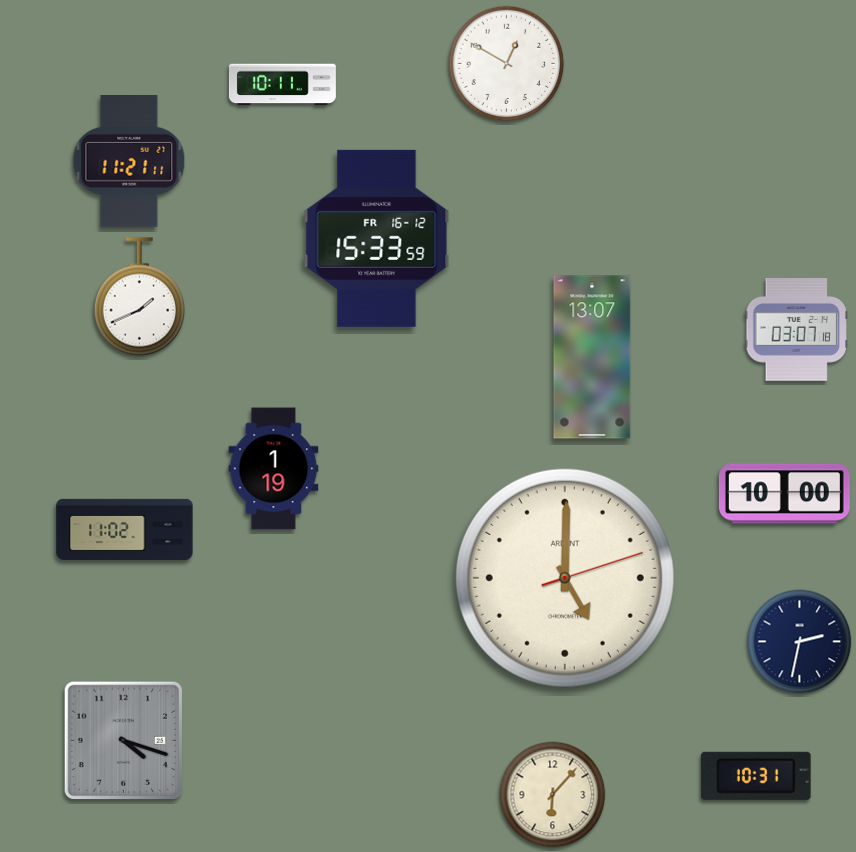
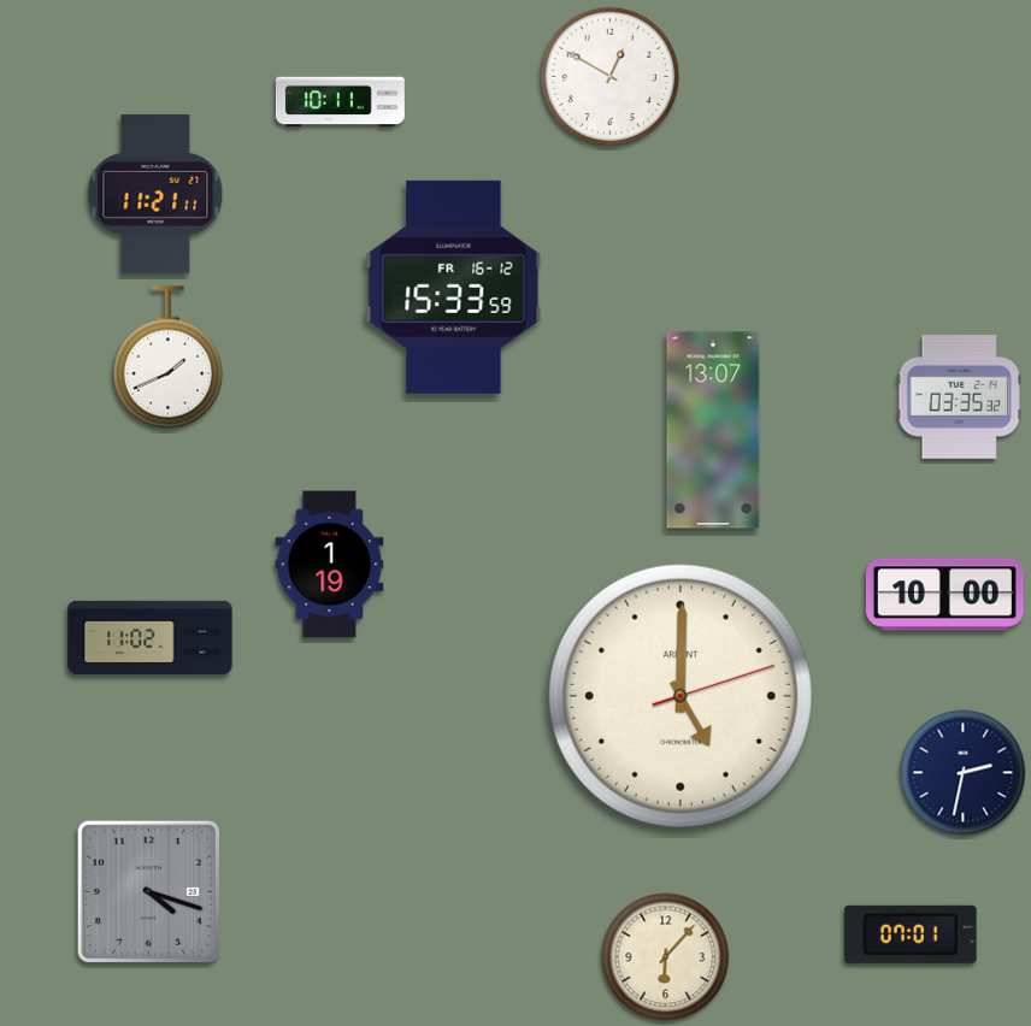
clock at (796, 330): 03:07 -> 03:35
clock at (756, 776): 10:31 -> 07:01
